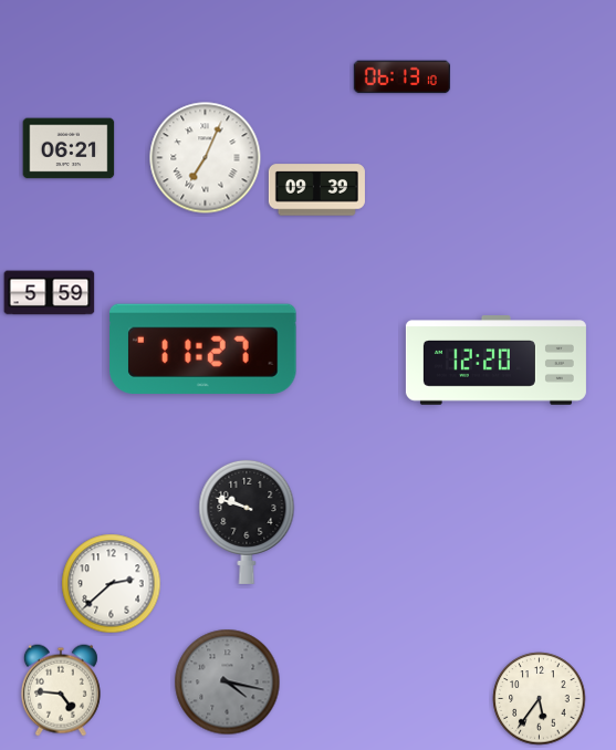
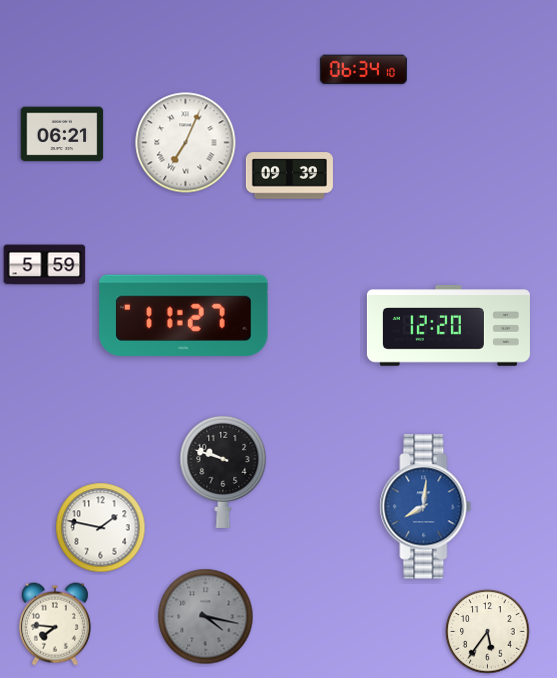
clock at (401, 77): 06:13 -> 06:34
clock at (316, 190) position: (316, 190) -> (289, 176)
clock at (426, 507): none -> 8:01
clock at (112, 584): 2:38 -> 1:47
clock at (61, 690): 4:46 -> 7:46
